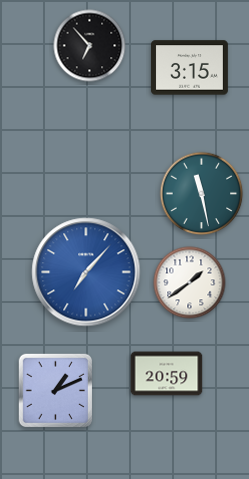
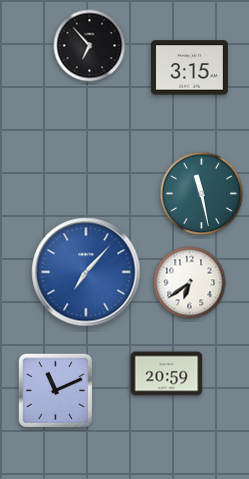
clock at (190, 283): 1:39 -> 6:39
clock at (56, 391): 1:11 -> 11:11
